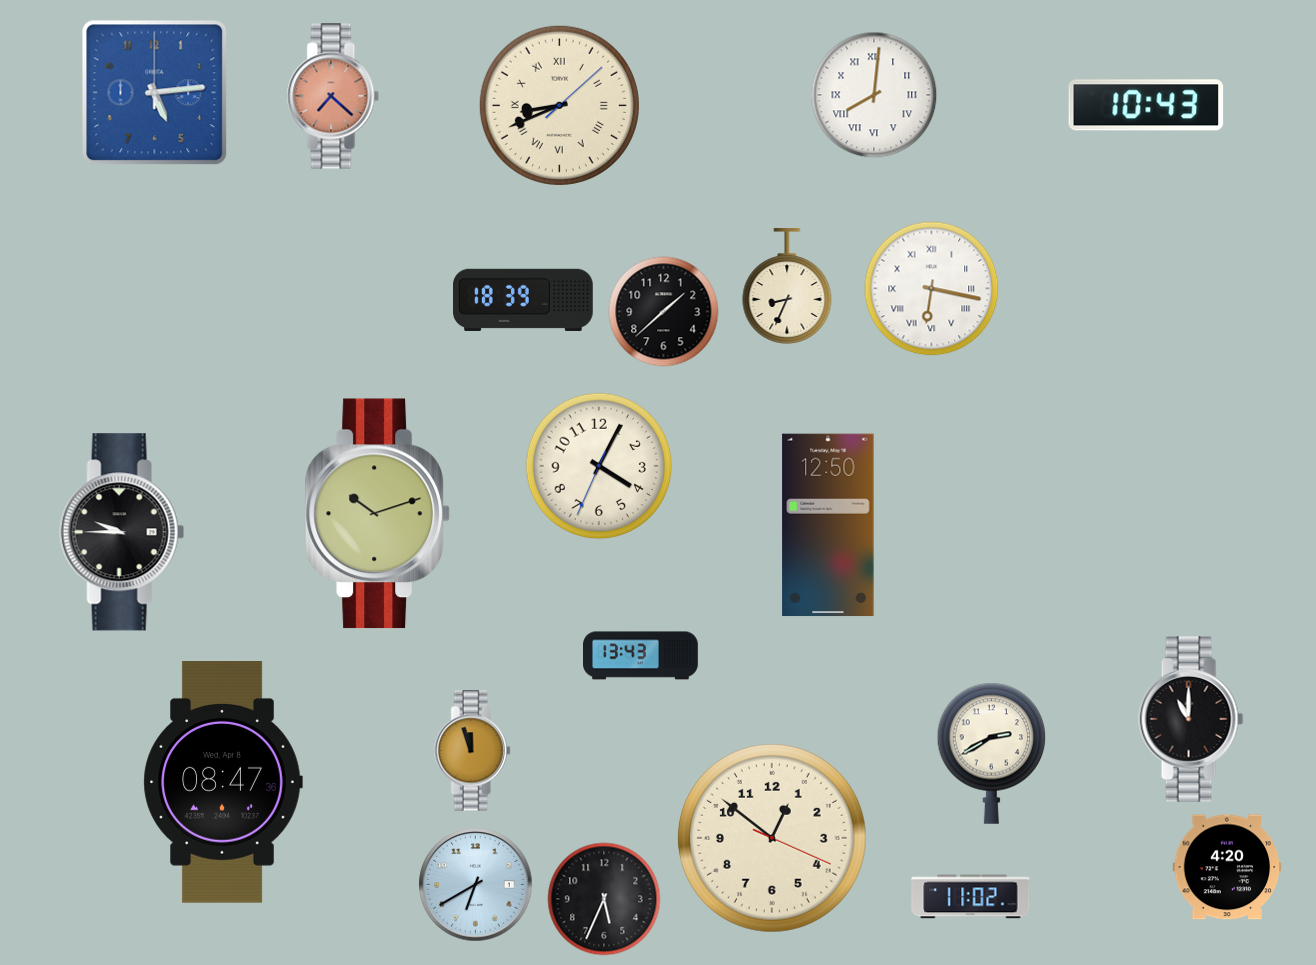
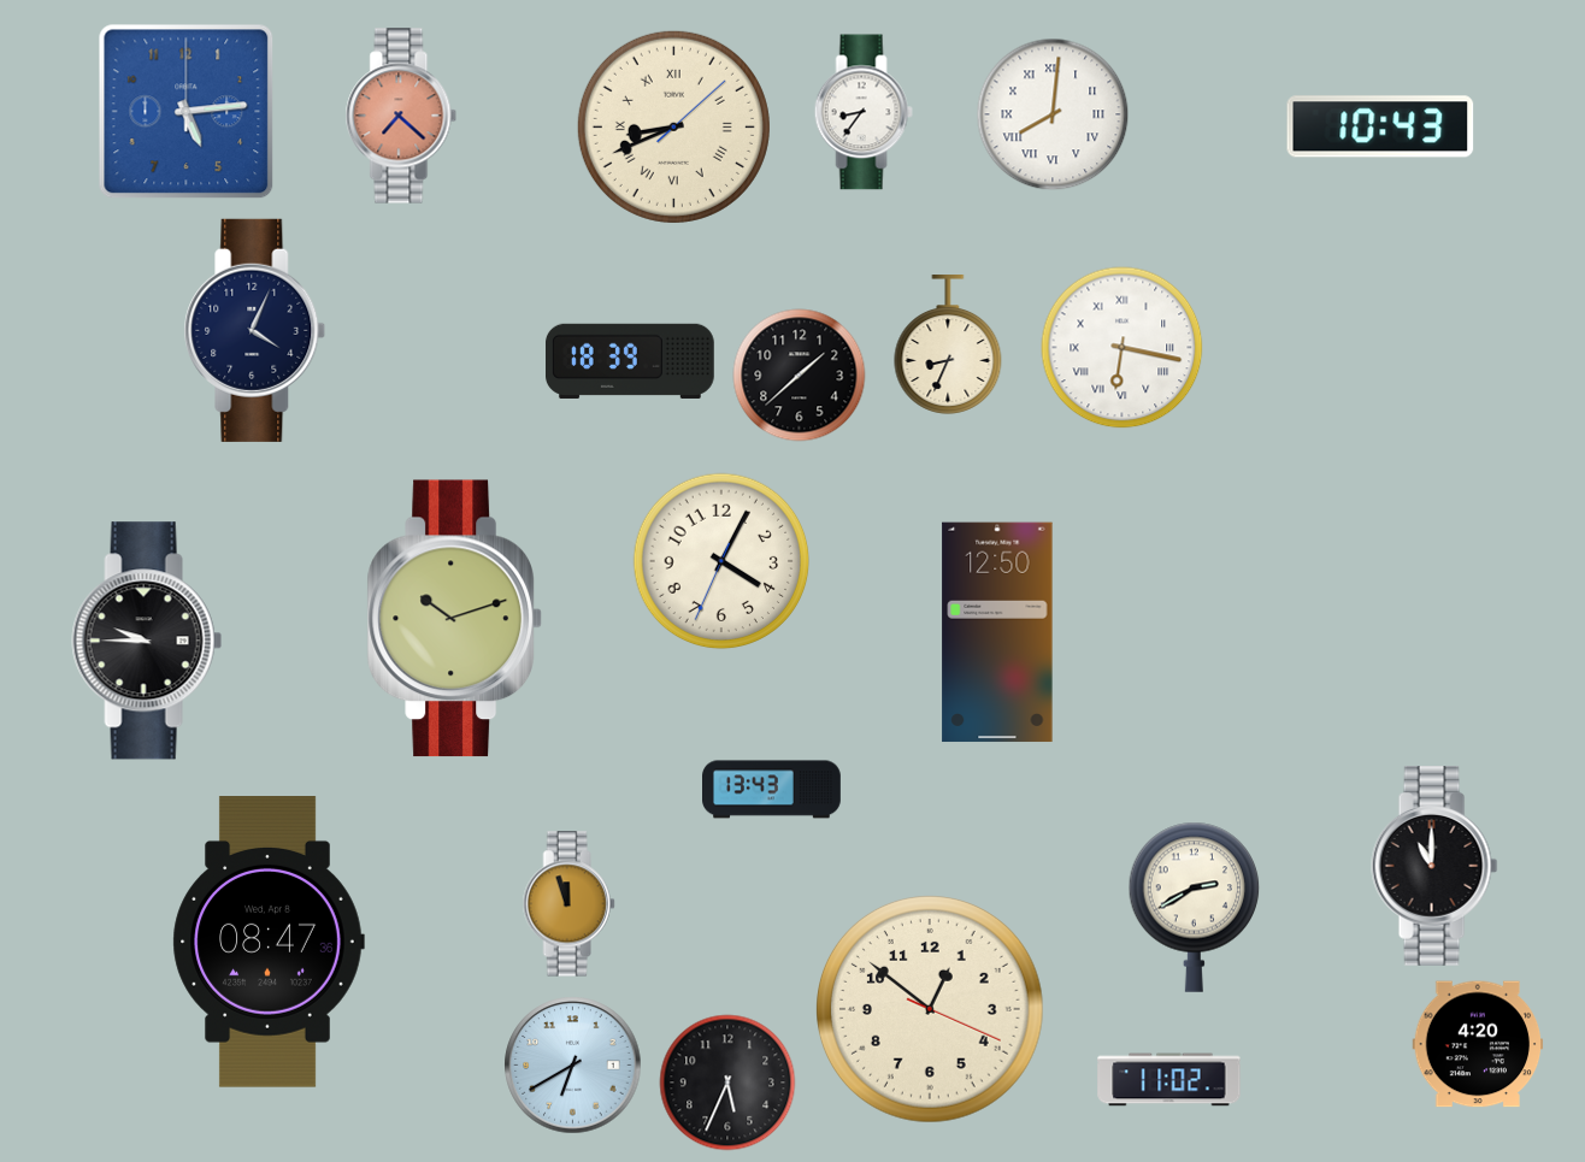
clock at (864, 112): none -> 8:36
clock at (255, 330): none -> 4:04
